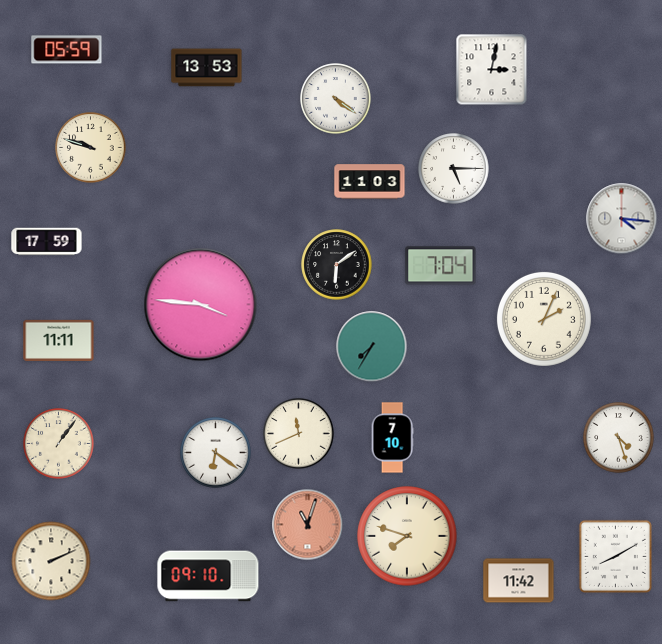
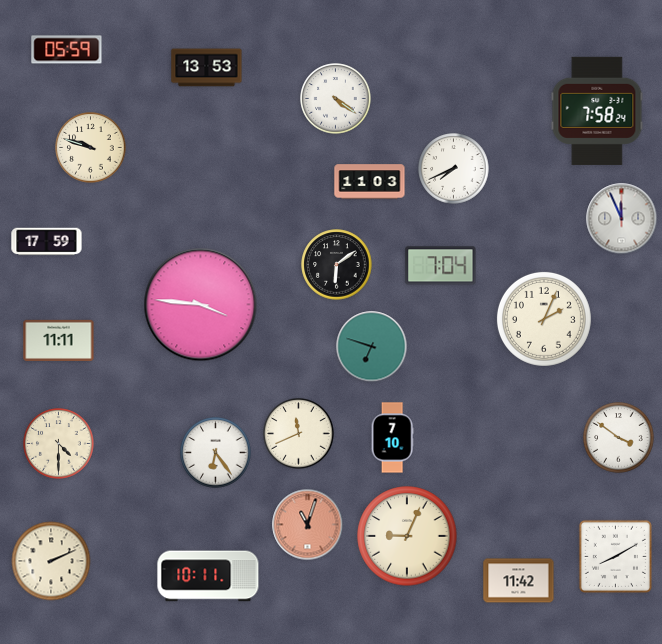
clock at (492, 70): 3:02 -> none
clock at (597, 111): none -> 7:58
clock at (454, 169): 5:15 -> 7:41
clock at (622, 219): 4:16 -> 11:56
clock at (372, 347): 7:35 -> 6:48
clock at (619, 438): 4:27 -> 3:51
clock at (59, 444): 1:06 -> 4:30
clock at (216, 453): 6:21 -> 6:24
clock at (407, 536): 7:48 -> 9:04
clock at (208, 576): 09:10 -> 10:11
